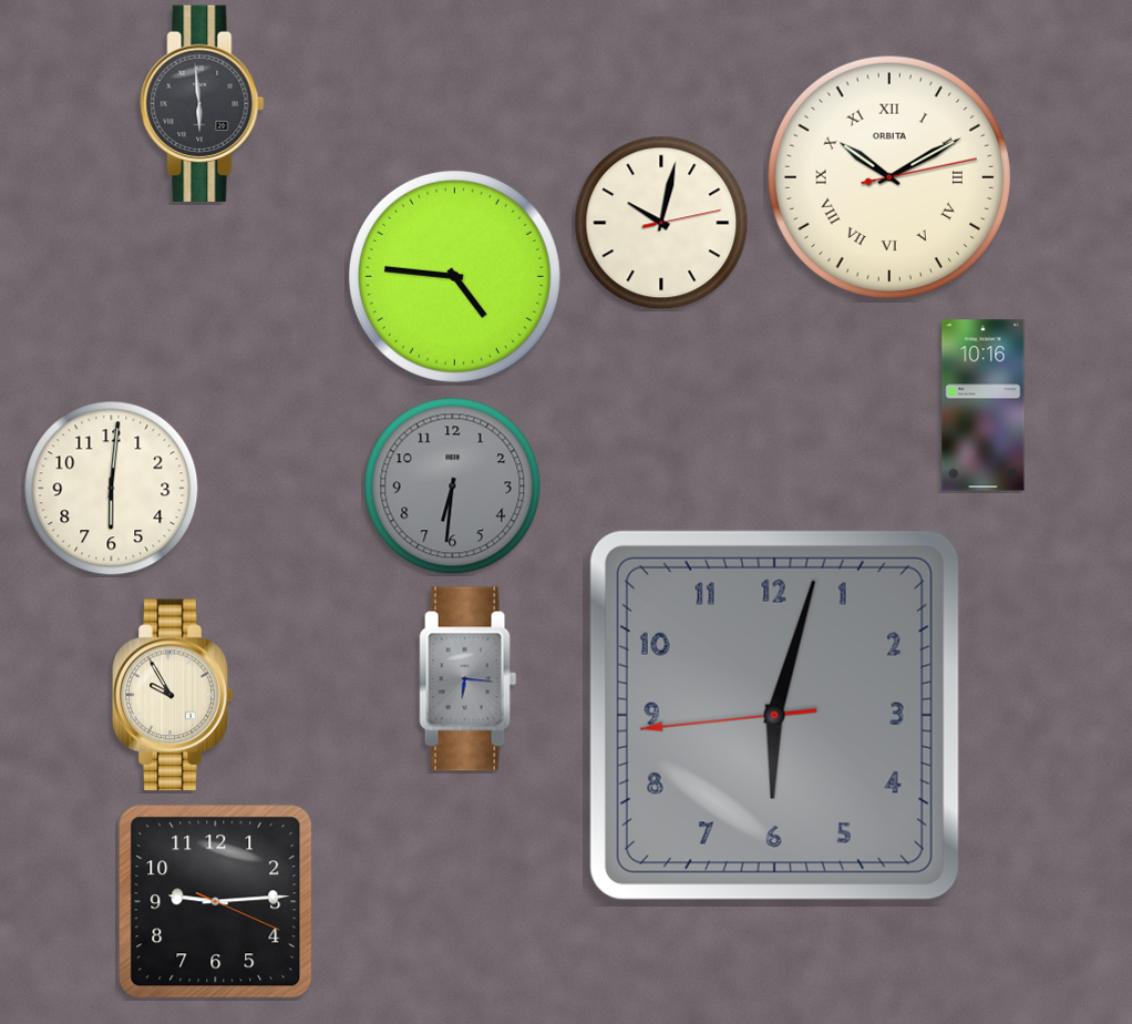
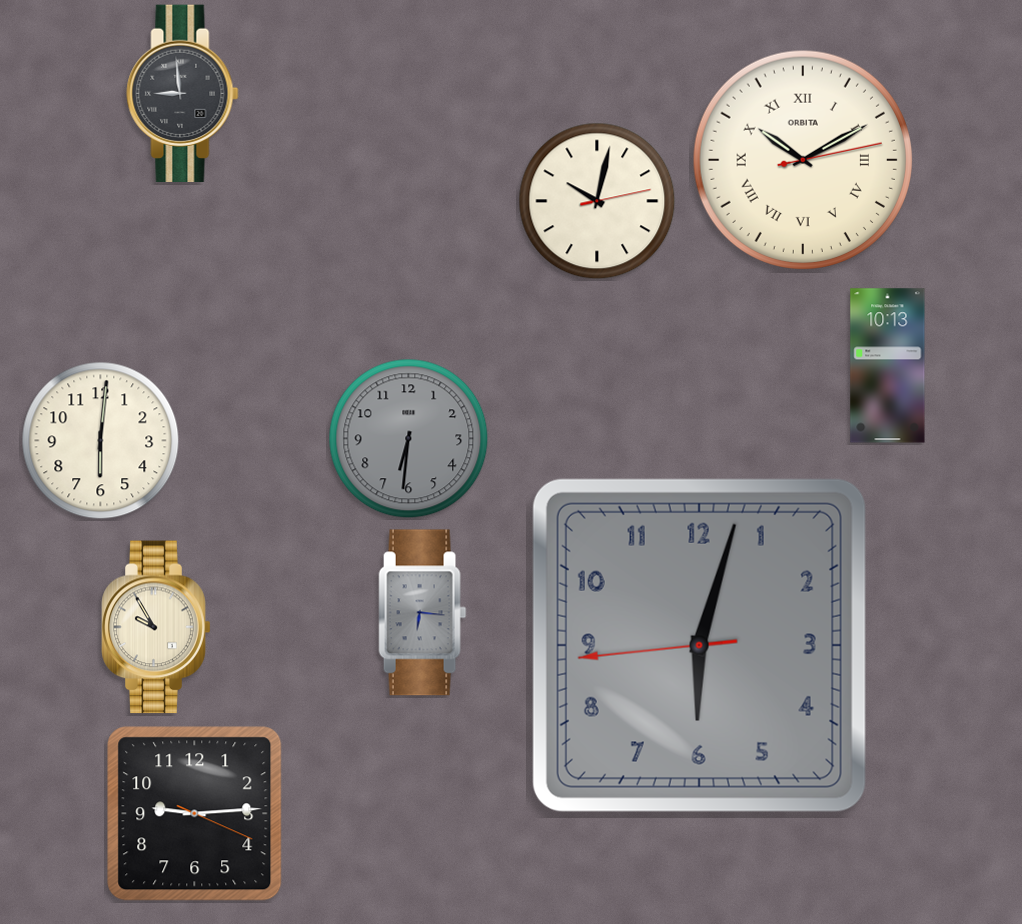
clock at (203, 103): 5:59 -> 8:59
clock at (454, 276): 4:46 -> none
clock at (984, 406): 10:16 -> 10:13
